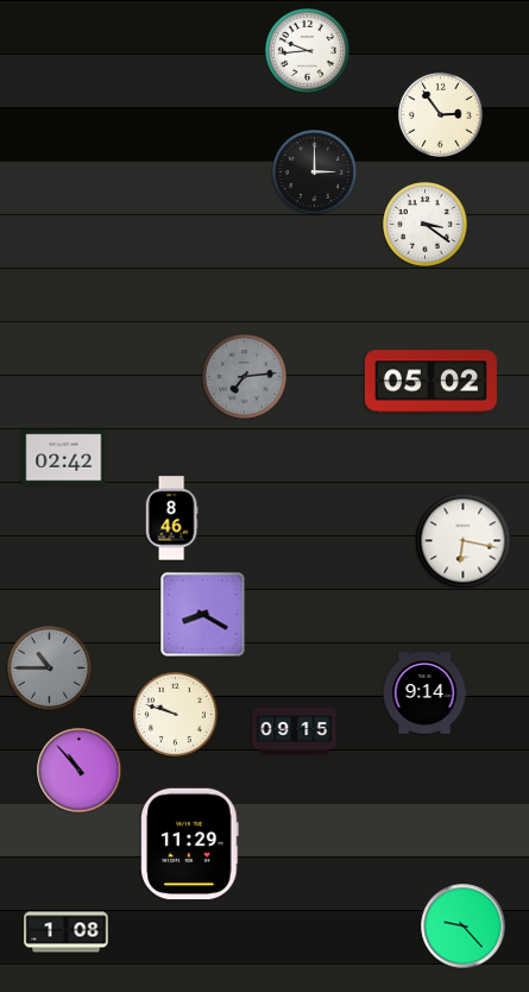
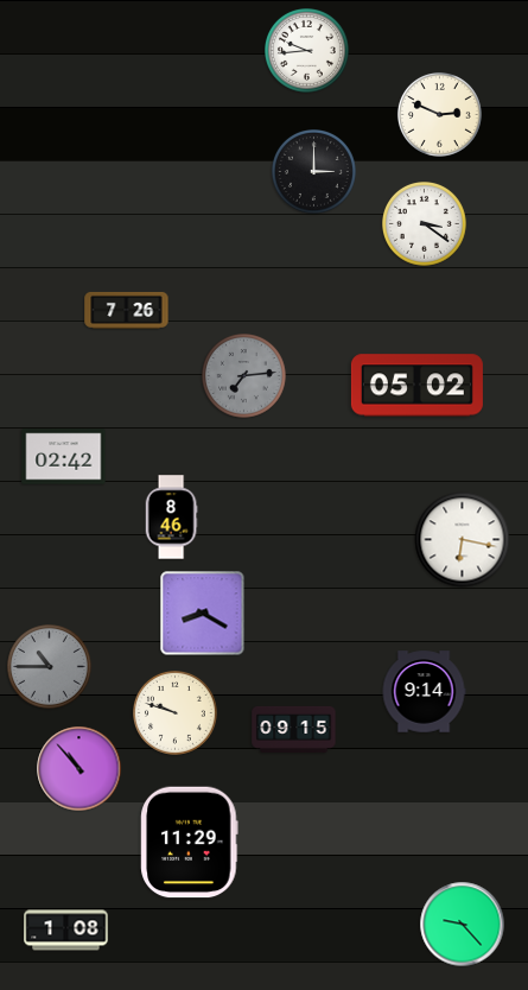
clock at (441, 115): 2:54 -> 2:49
clock at (127, 310): none -> 7:26
clock at (430, 382) position: (430, 382) -> (416, 386)
